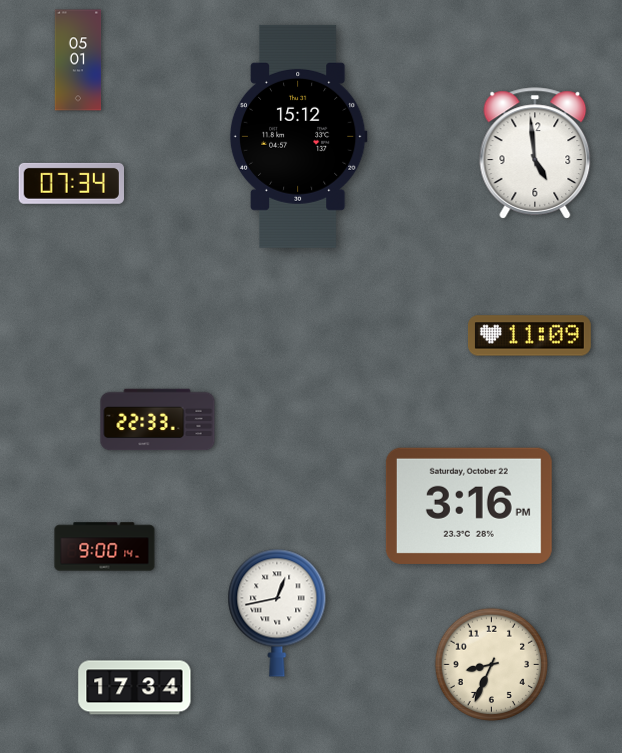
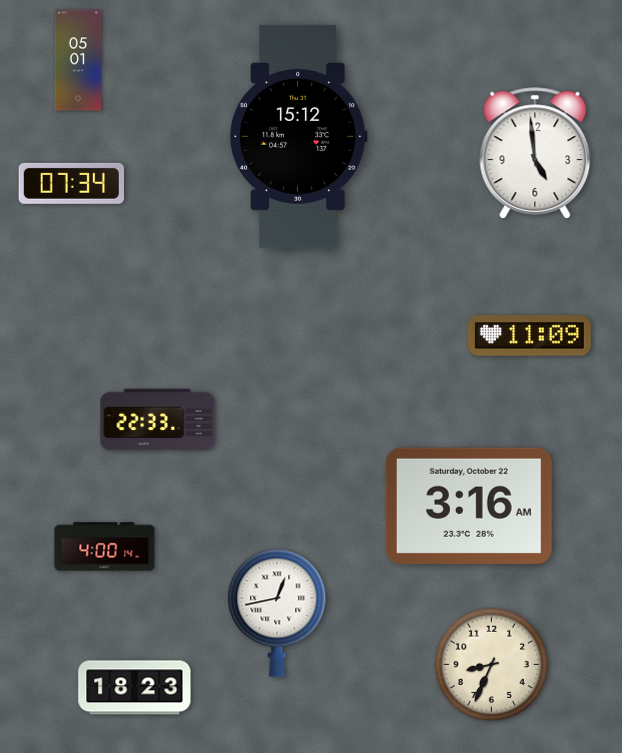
clock at (469, 506): 3:16 PM -> 3:16 AM
clock at (105, 547): 9:00 -> 4:00
clock at (135, 688): 17:34 -> 18:23
